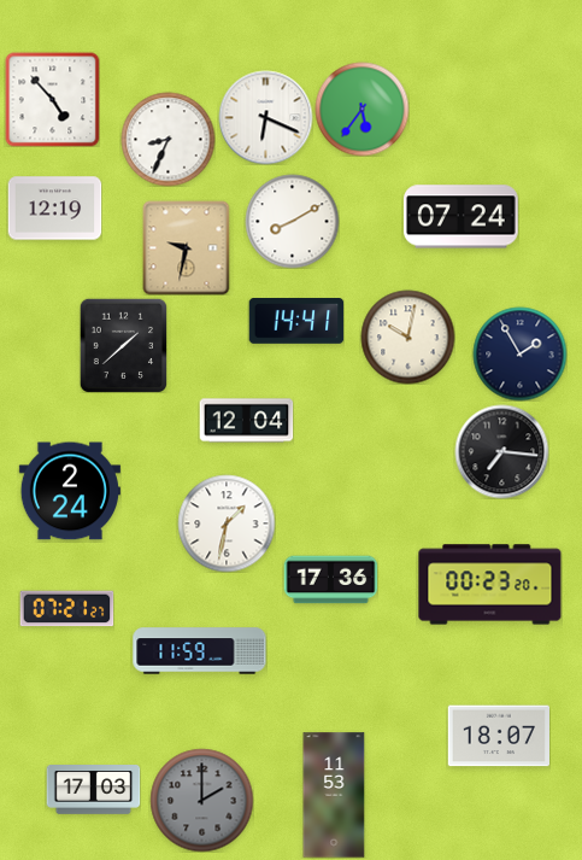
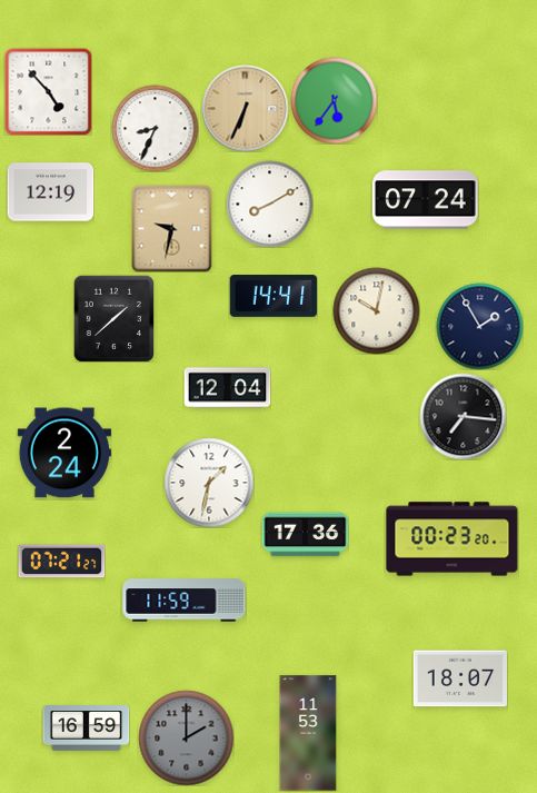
clock at (265, 117): 6:19 -> 6:34
clock at (265, 117) dial: white -> champagne
clock at (93, 790): 17:03 -> 16:59
